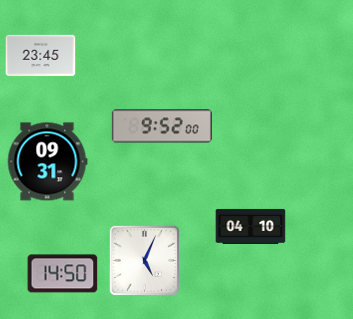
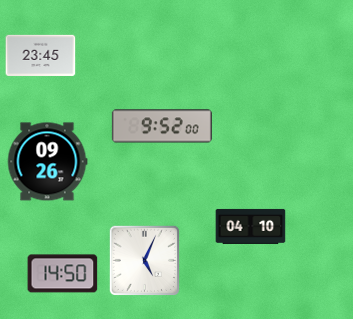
clock at (47, 162): 09:31 -> 09:26
